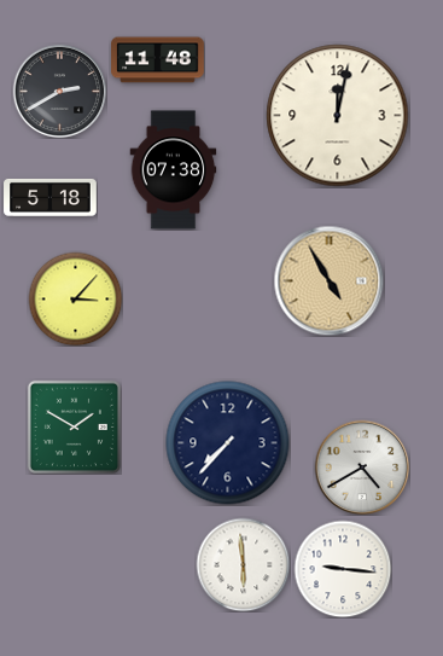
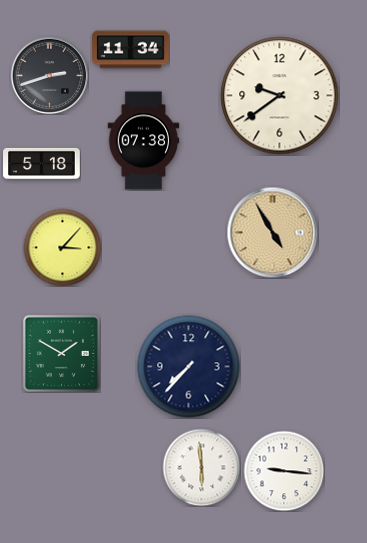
clock at (158, 60): 11:48 -> 11:34
clock at (59, 91): 2:40 -> 2:42
clock at (338, 116): 12:02 -> 9:39
clock at (362, 468): 4:40 -> none
